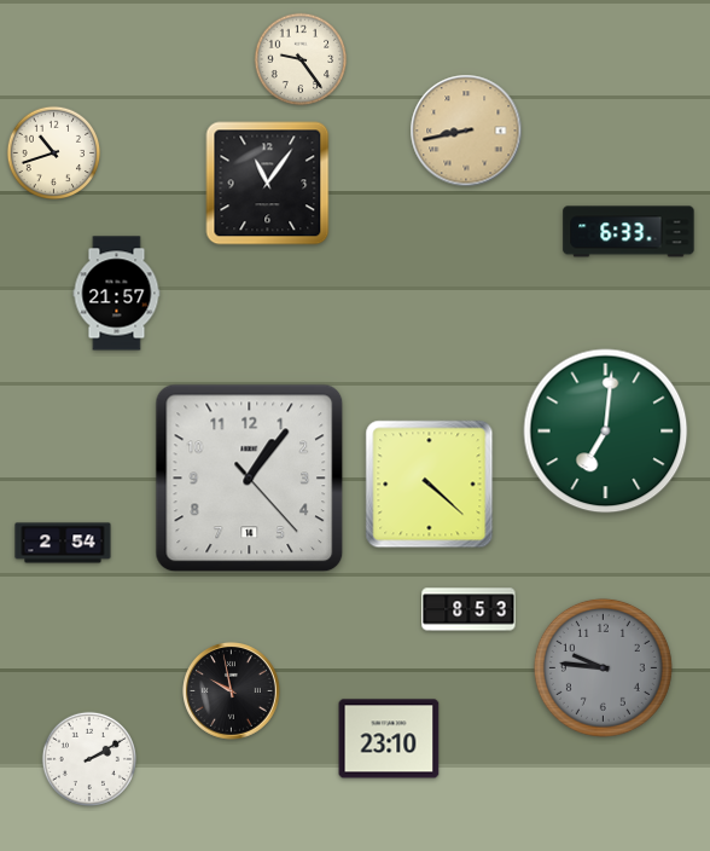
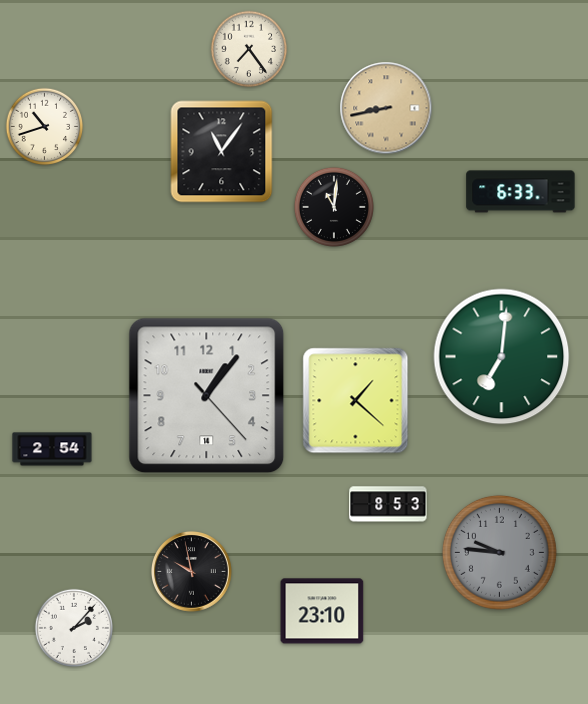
clock at (301, 59): 9:24 -> 7:24
clock at (334, 207): none -> 11:01
clock at (117, 294): 21:57 -> none
clock at (430, 485): 4:22 -> 1:22
clock at (88, 758): 2:10 -> 2:07
